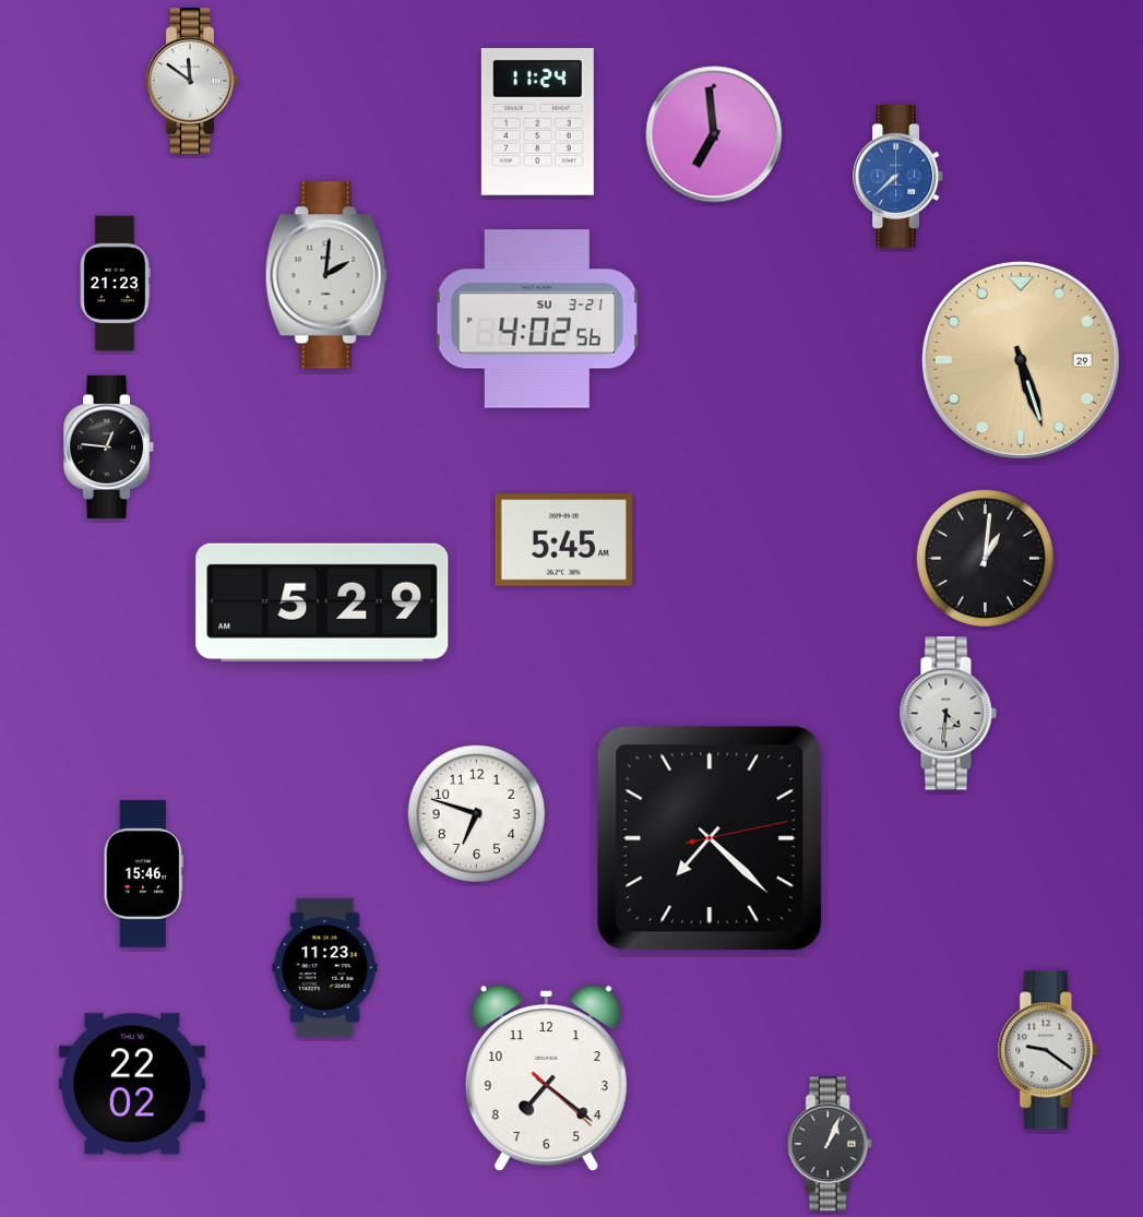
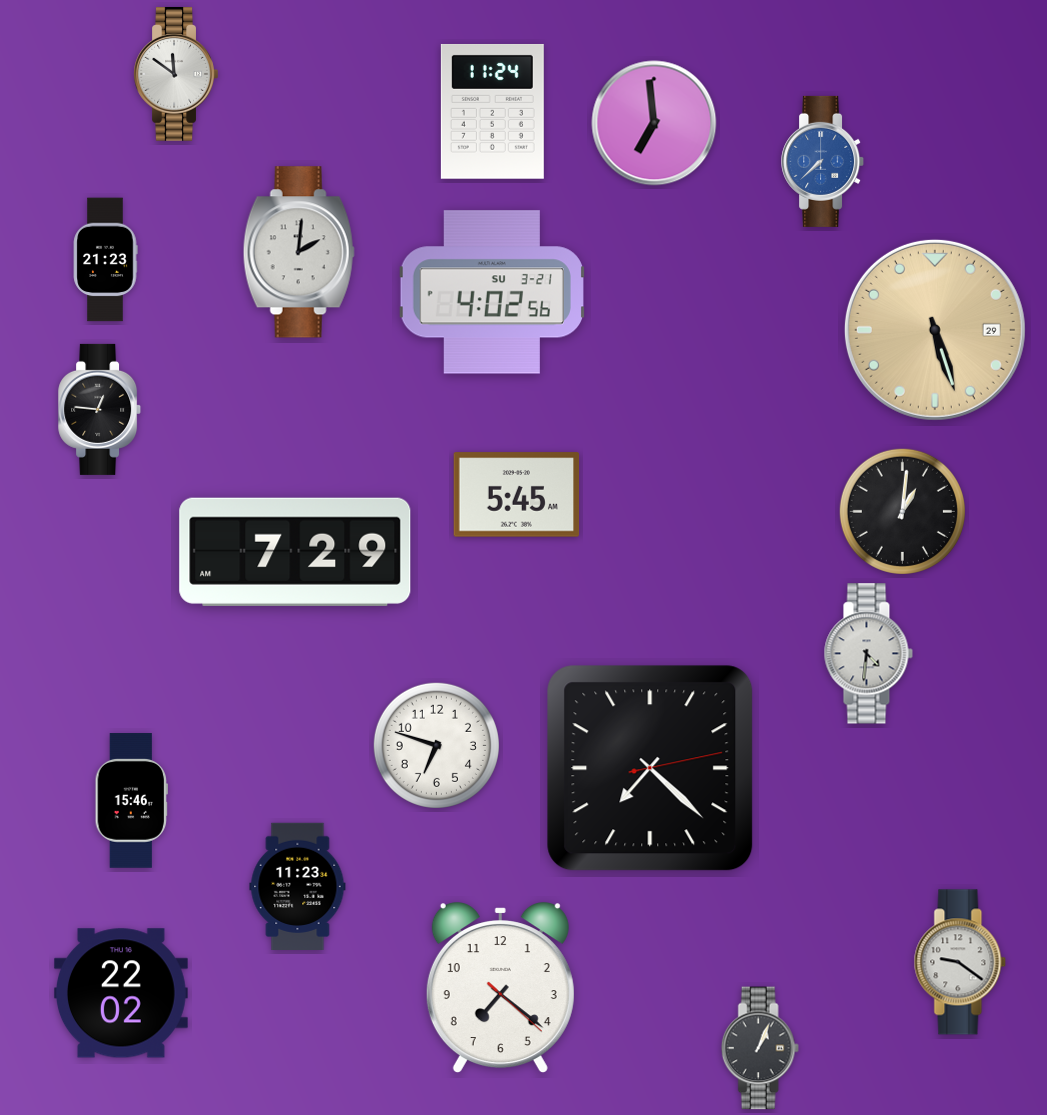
clock at (322, 602): 5:29 -> 7:29
